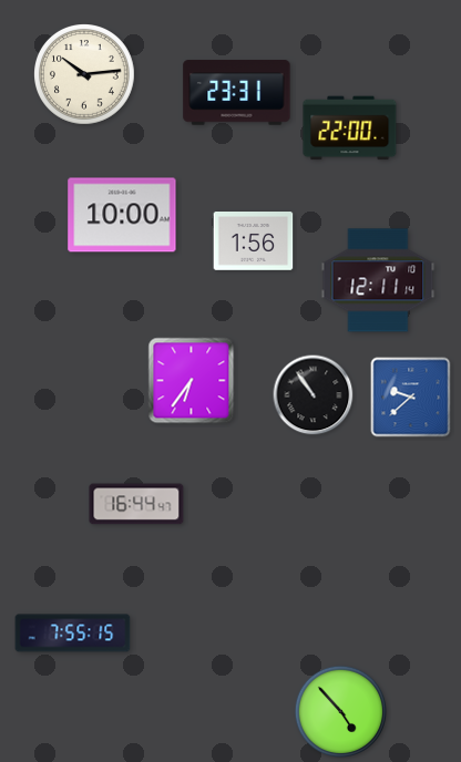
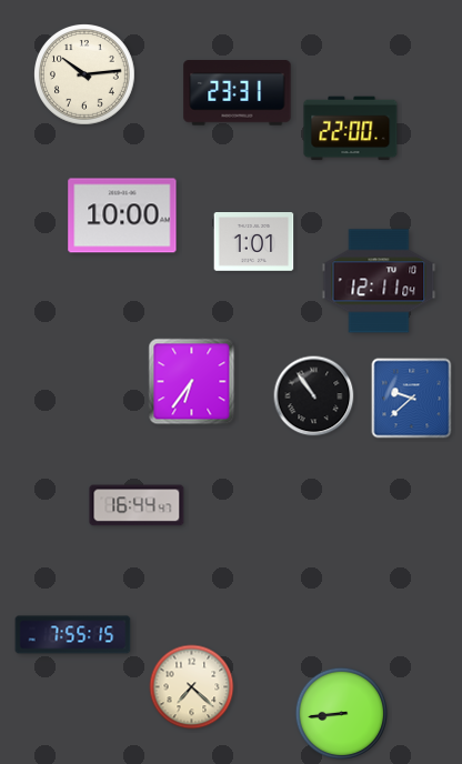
clock at (254, 241): 1:56 -> 1:01
clock at (378, 280): 12:11:14 -> 12:11:04
clock at (192, 687): none -> 7:22
clock at (341, 712): 4:53 -> 8:44
